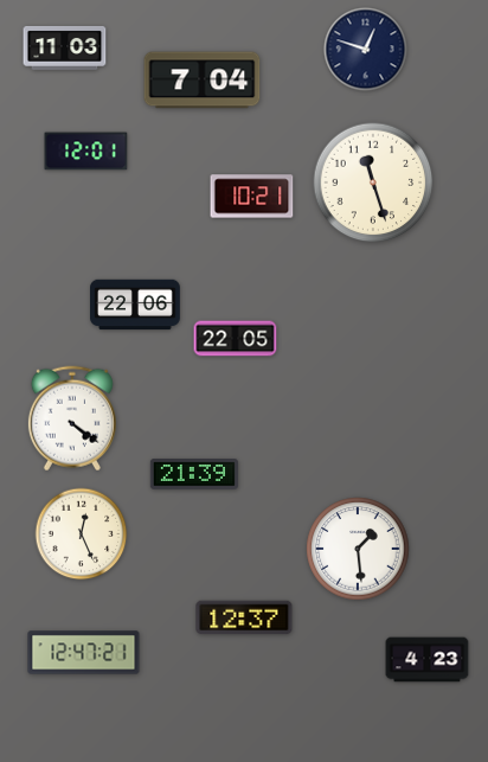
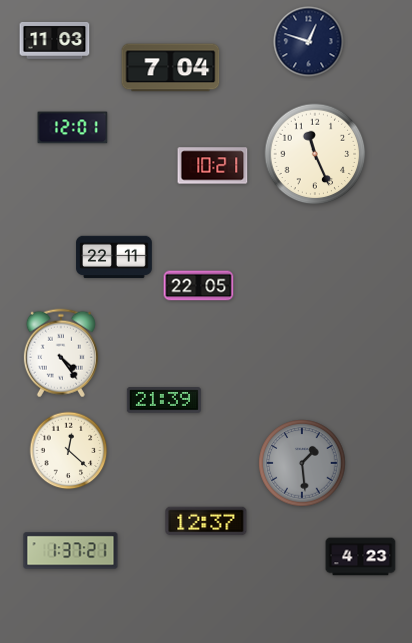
clock at (373, 183): 11:27 -> 11:26
clock at (135, 305): 22:06 -> 22:11
clock at (72, 418): 4:21 -> 4:24
clock at (82, 534): 12:26 -> 12:22
clock at (358, 549) dial: white -> grey
clock at (84, 653): 12:47 -> 1:37
